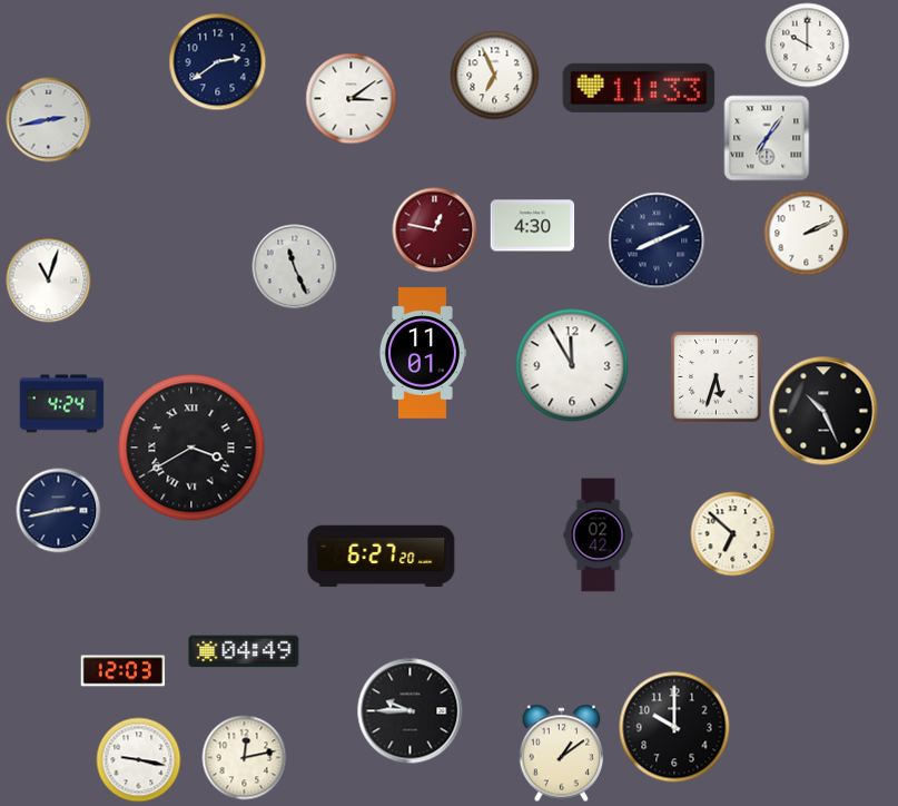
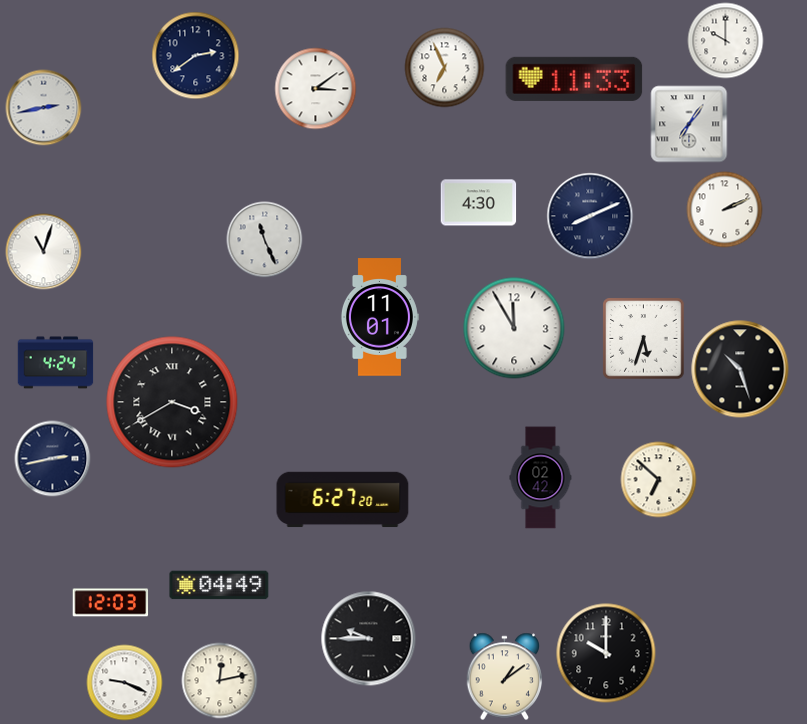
clock at (435, 230): 12:47 -> none
clock at (823, 411): 10:26 -> 10:27
clock at (599, 535) position: (599, 535) -> (541, 478)
clock at (139, 760): 9:17 -> 9:19
